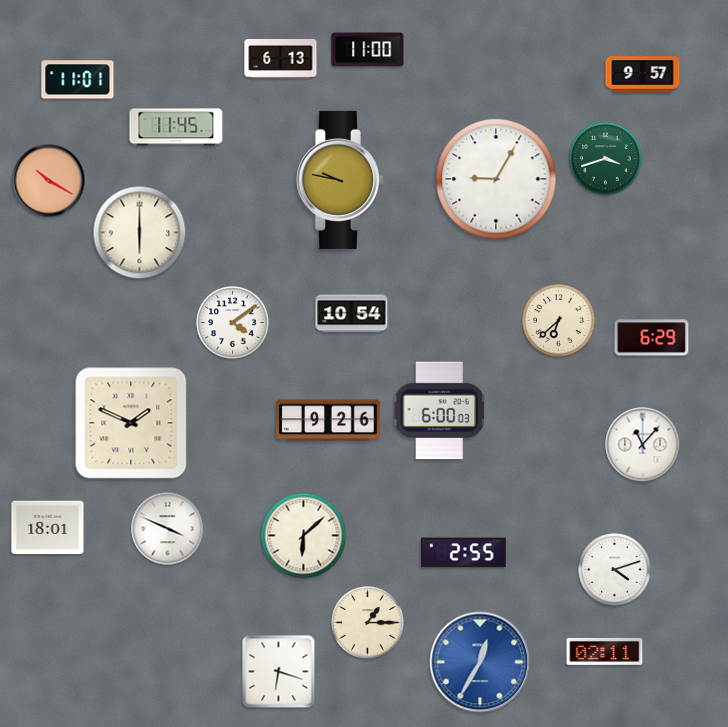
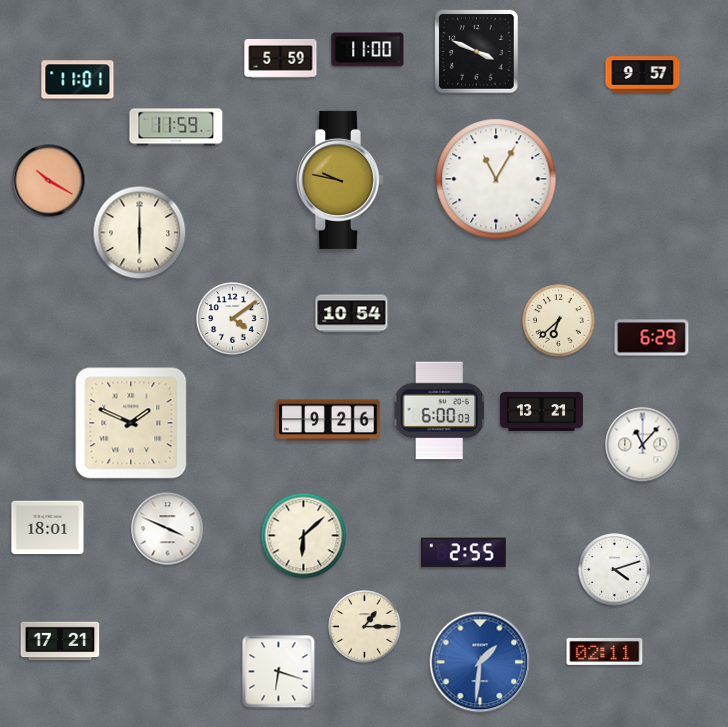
clock at (477, 52): none -> 3:49
clock at (281, 59): 6:13 -> 5:59
clock at (176, 127): 11:45 -> 11:59
clock at (606, 159): 3:42 -> none
clock at (496, 179): 9:05 -> 11:05
clock at (233, 323) position: (233, 323) -> (233, 319)
clock at (541, 411): none -> 13:21
clock at (368, 623) position: (368, 623) -> (365, 627)
clock at (60, 641): none -> 17:21
clock at (480, 662): 12:35 -> 1:31
